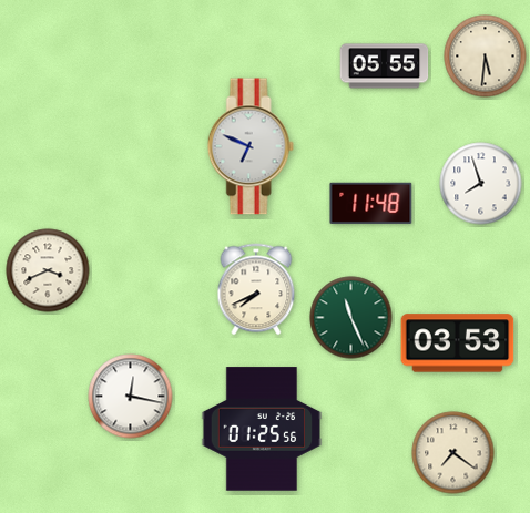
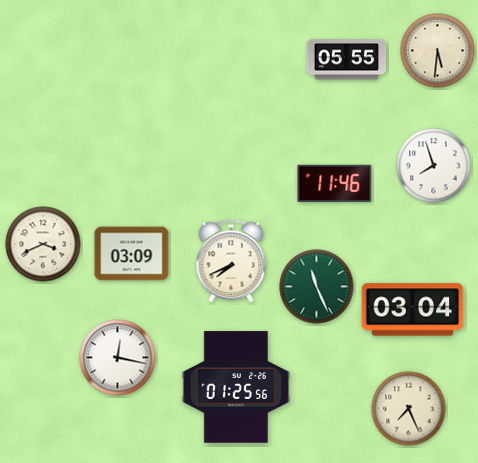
clock at (251, 146): 6:49 -> none
clock at (371, 203): 11:48 -> 11:46
clock at (132, 254): none -> 03:09
clock at (458, 343): 03:53 -> 03:04
clock at (453, 453): 7:21 -> 7:26
